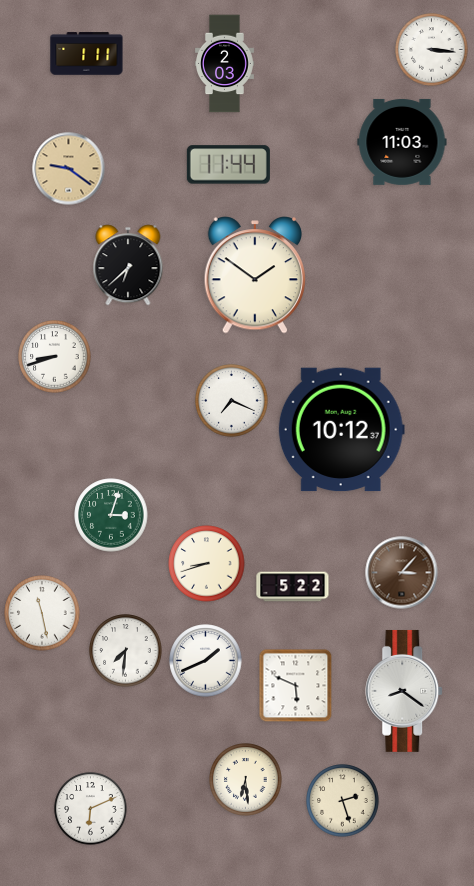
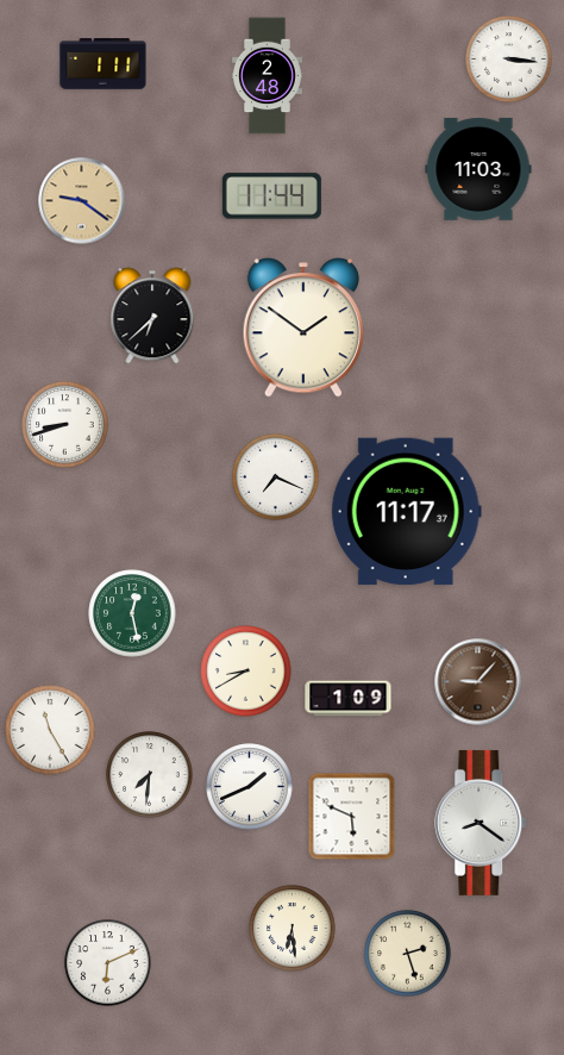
clock at (432, 50) position: (432, 50) -> (509, 60)
clock at (225, 64): 2:03 -> 2:48
clock at (341, 430): 10:12 -> 11:17
clock at (111, 515): 3:03 -> 12:28
clock at (207, 564): 8:42 -> 8:40
clock at (402, 573): 3:07 -> 9:07
clock at (293, 587): 5:22 -> 1:09
clock at (42, 613): 11:28 -> 11:25
clock at (206, 661) position: (206, 661) -> (250, 787)
